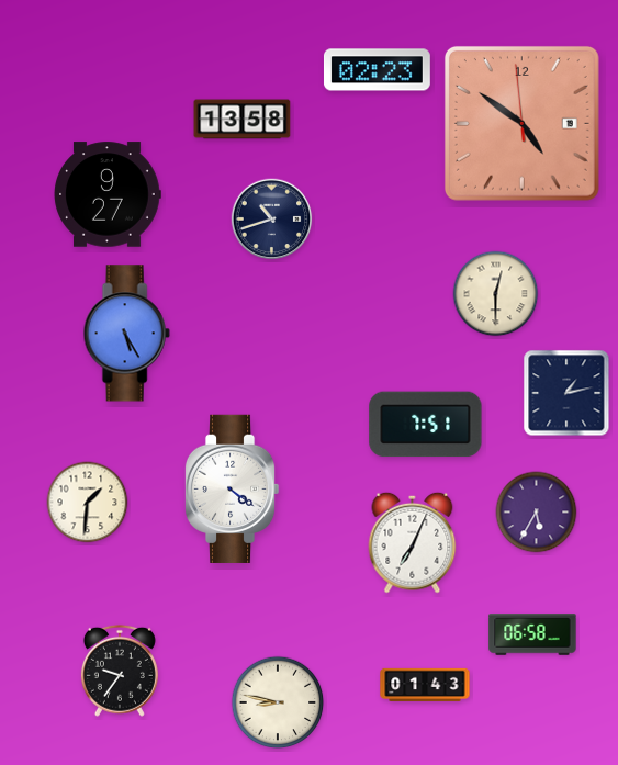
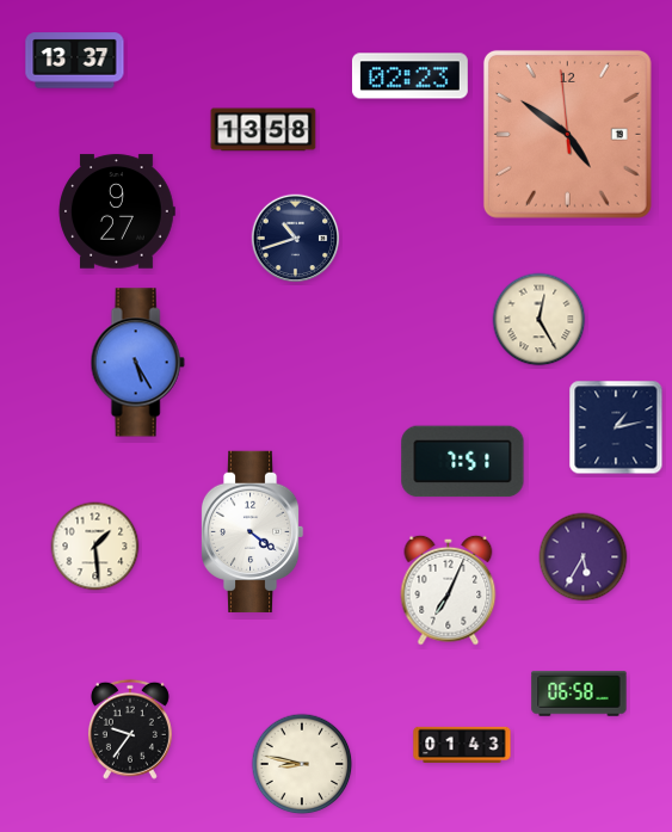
clock at (75, 61): none -> 13:37
clock at (496, 294): 12:30 -> 12:25
clock at (88, 503): 1:31 -> 1:29
clock at (532, 634) position: (532, 634) -> (579, 694)
